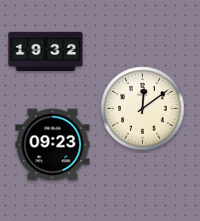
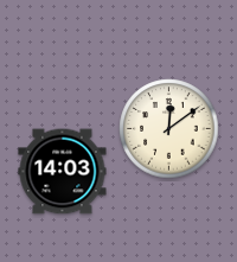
clock at (46, 52): 19:32 -> none
clock at (53, 145): 09:23 -> 14:03
